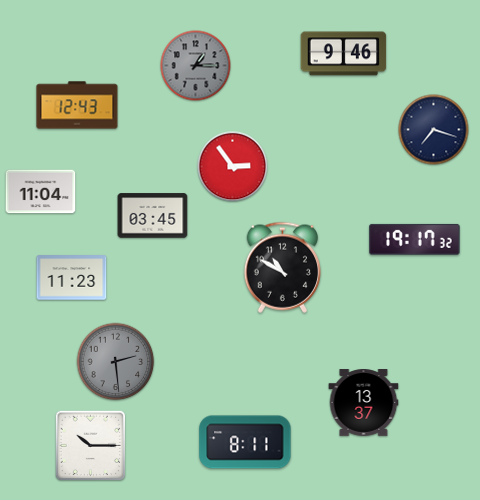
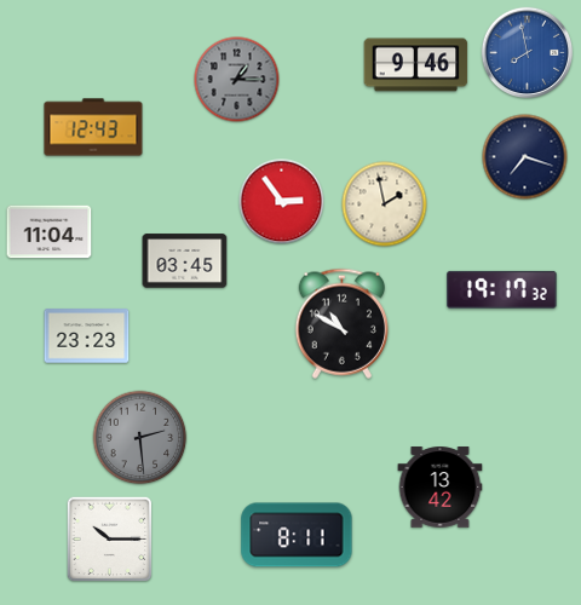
clock at (528, 53): none -> 7:58
clock at (385, 204): none -> 1:58
clock at (72, 278): 11:23 -> 23:23
clock at (364, 403): 13:37 -> 13:42
